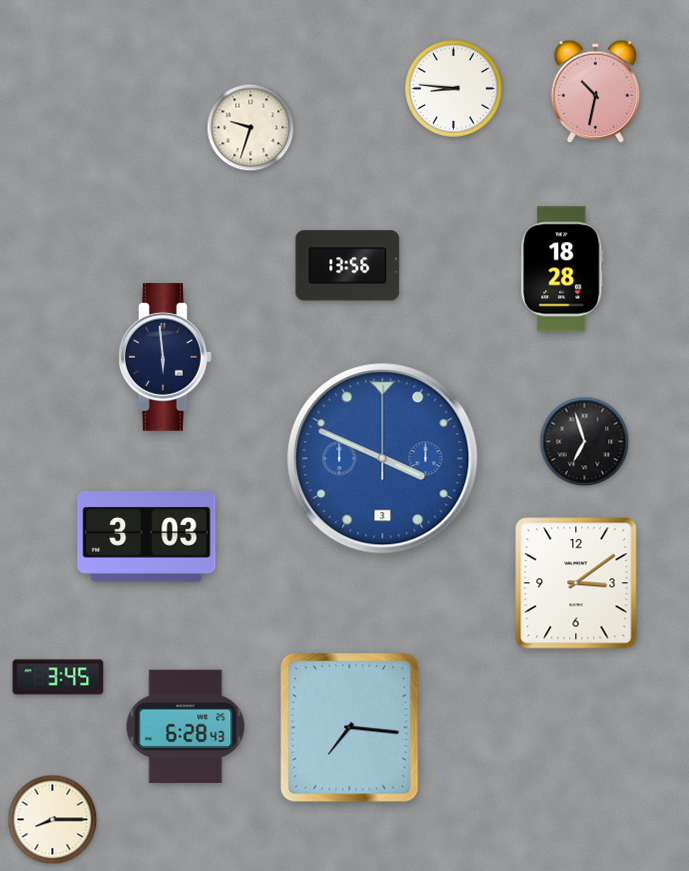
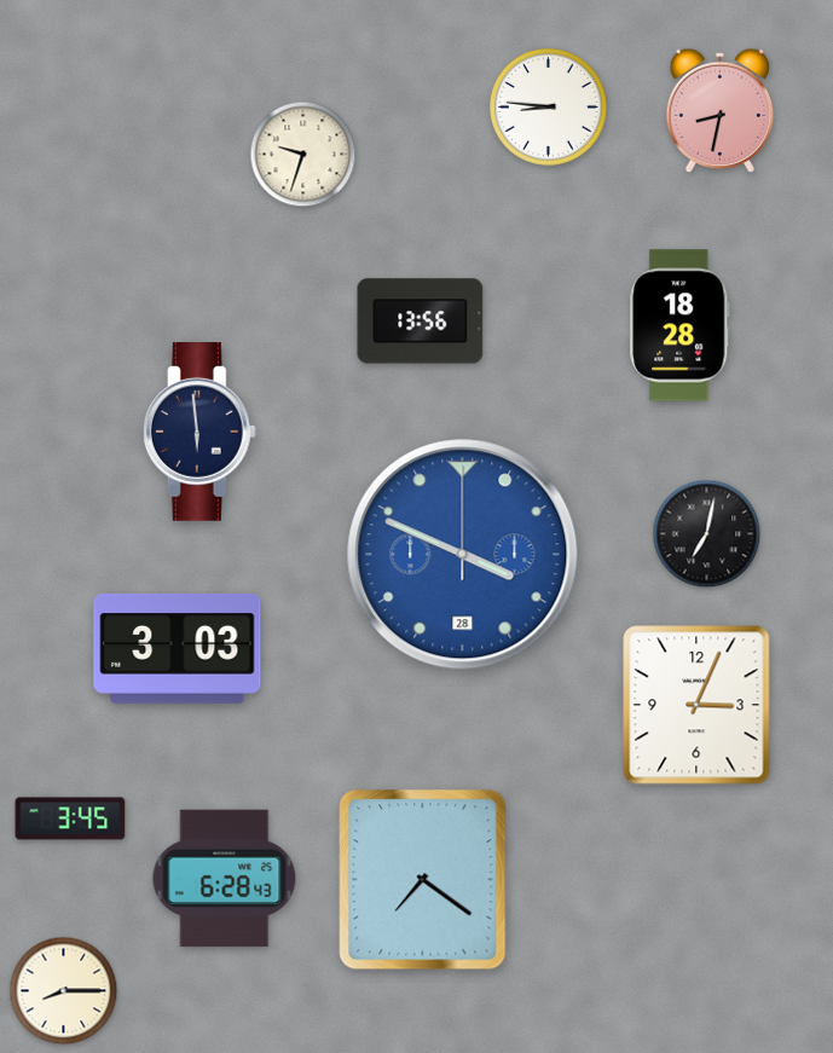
clock at (596, 92): 10:32 -> 8:32
clock at (585, 442): 6:57 -> 7:02
clock at (383, 459) date: 3 -> 28
clock at (576, 583): 3:09 -> 3:04
clock at (350, 728): 7:16 -> 7:21
